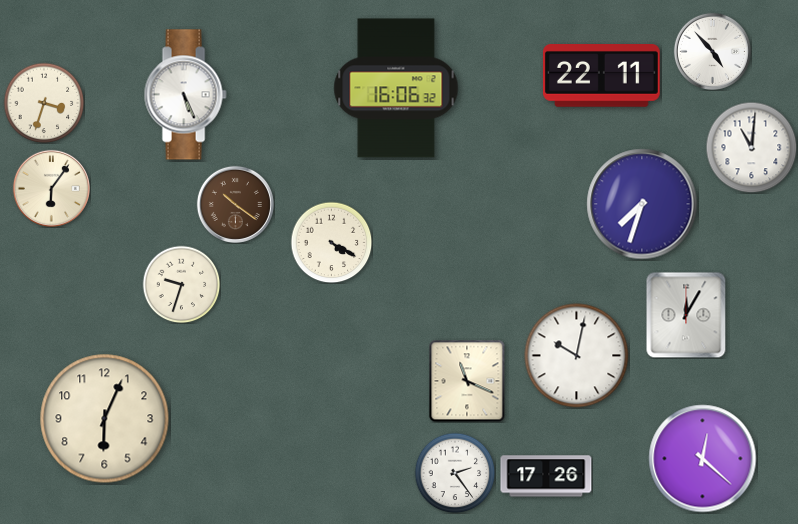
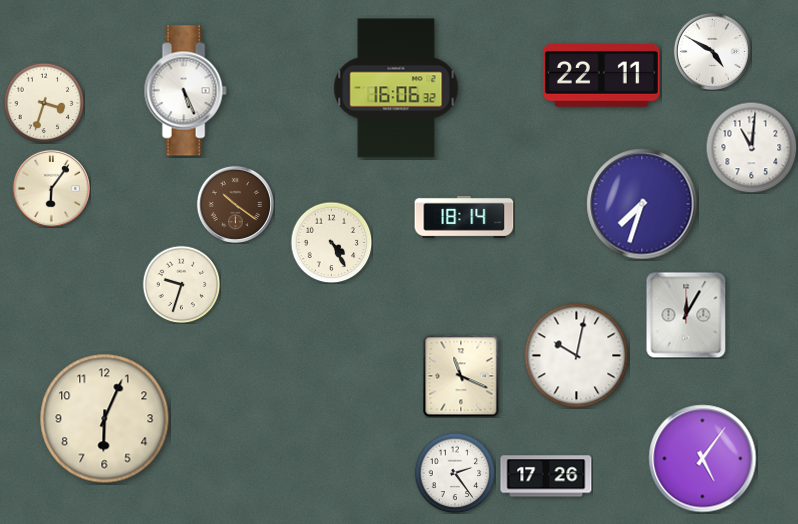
clock at (712, 51): 4:53 -> 4:50
clock at (185, 95) position: (185, 95) -> (185, 91)
clock at (464, 217): none -> 18:14
clock at (331, 242): 4:20 -> 4:25
clock at (467, 381) position: (467, 381) -> (461, 376)
clock at (703, 459): 12:22 -> 5:06
